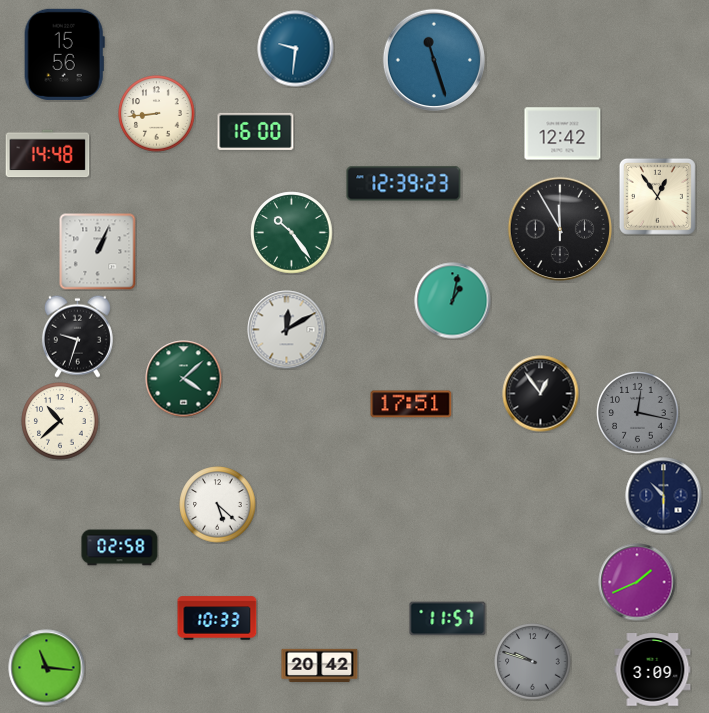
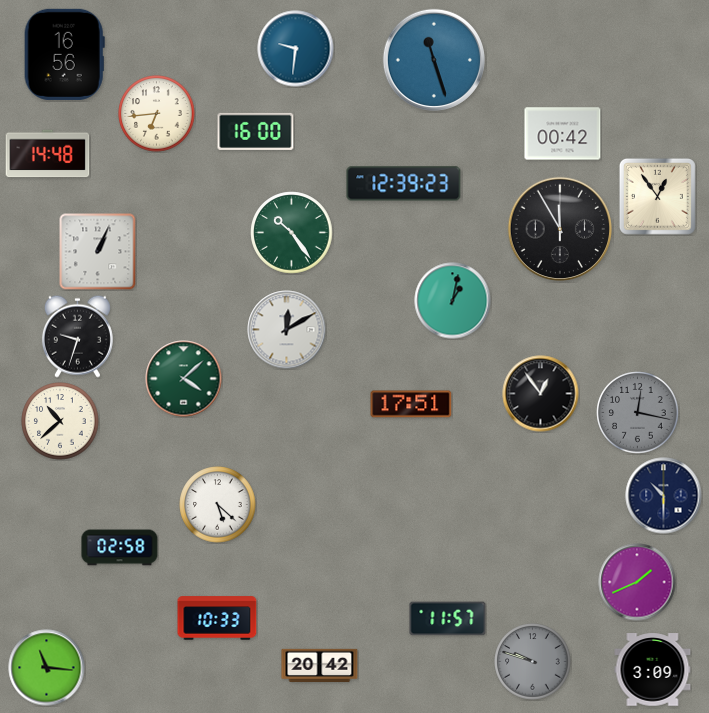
clock at (64, 54): 15:56 -> 16:56
clock at (157, 114): 8:44 -> 6:44
clock at (563, 134): 12:42 -> 00:42
